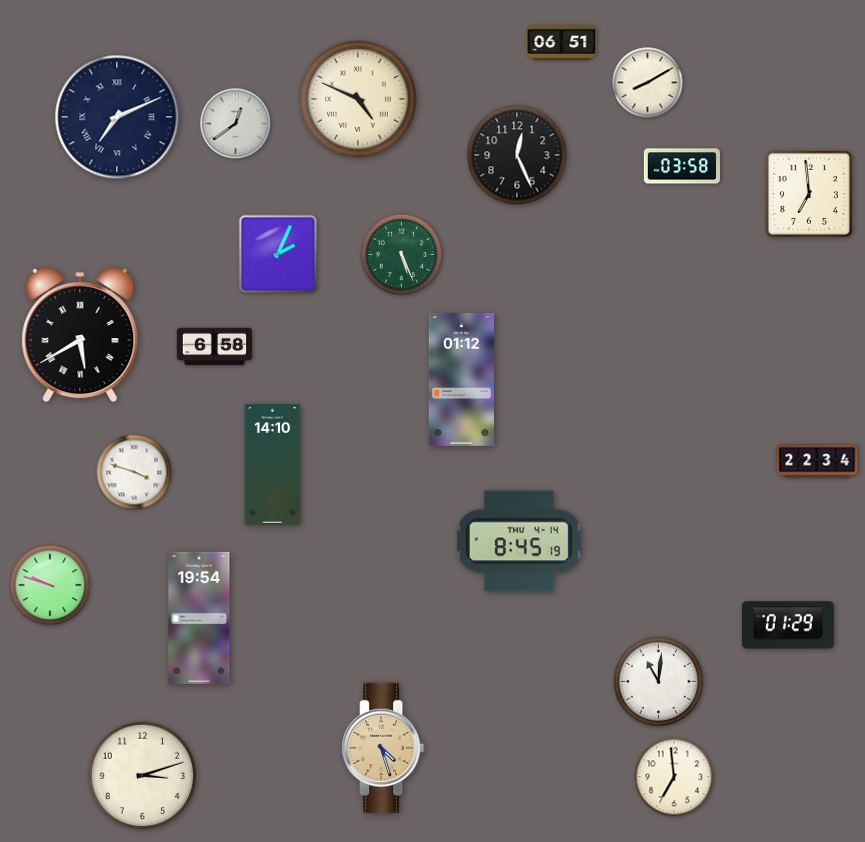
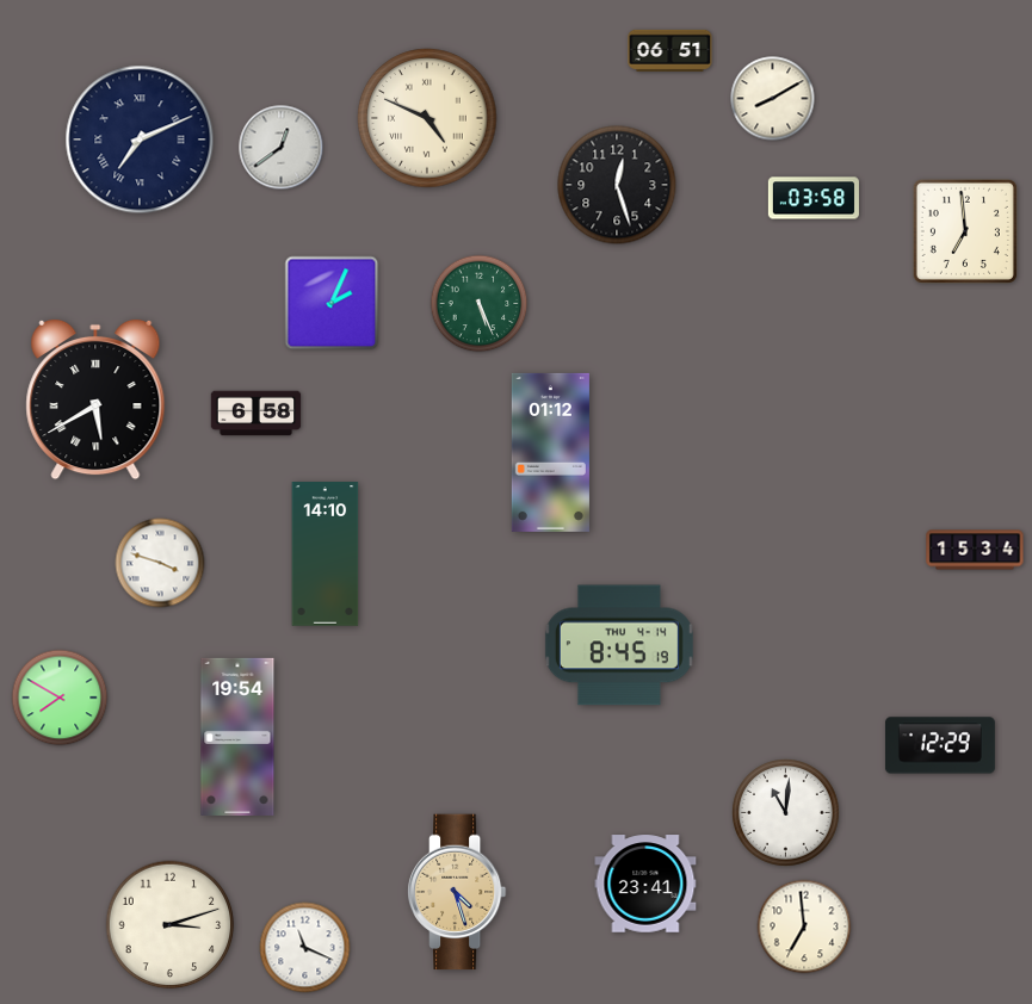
clock at (517, 155): 12:26 -> 12:27
clock at (817, 461): 22:34 -> 15:34
clock at (50, 585): 9:48 -> 7:50
clock at (788, 625): 01:29 -> 12:29
clock at (645, 884): none -> 23:41
clock at (305, 948): none -> 11:19
